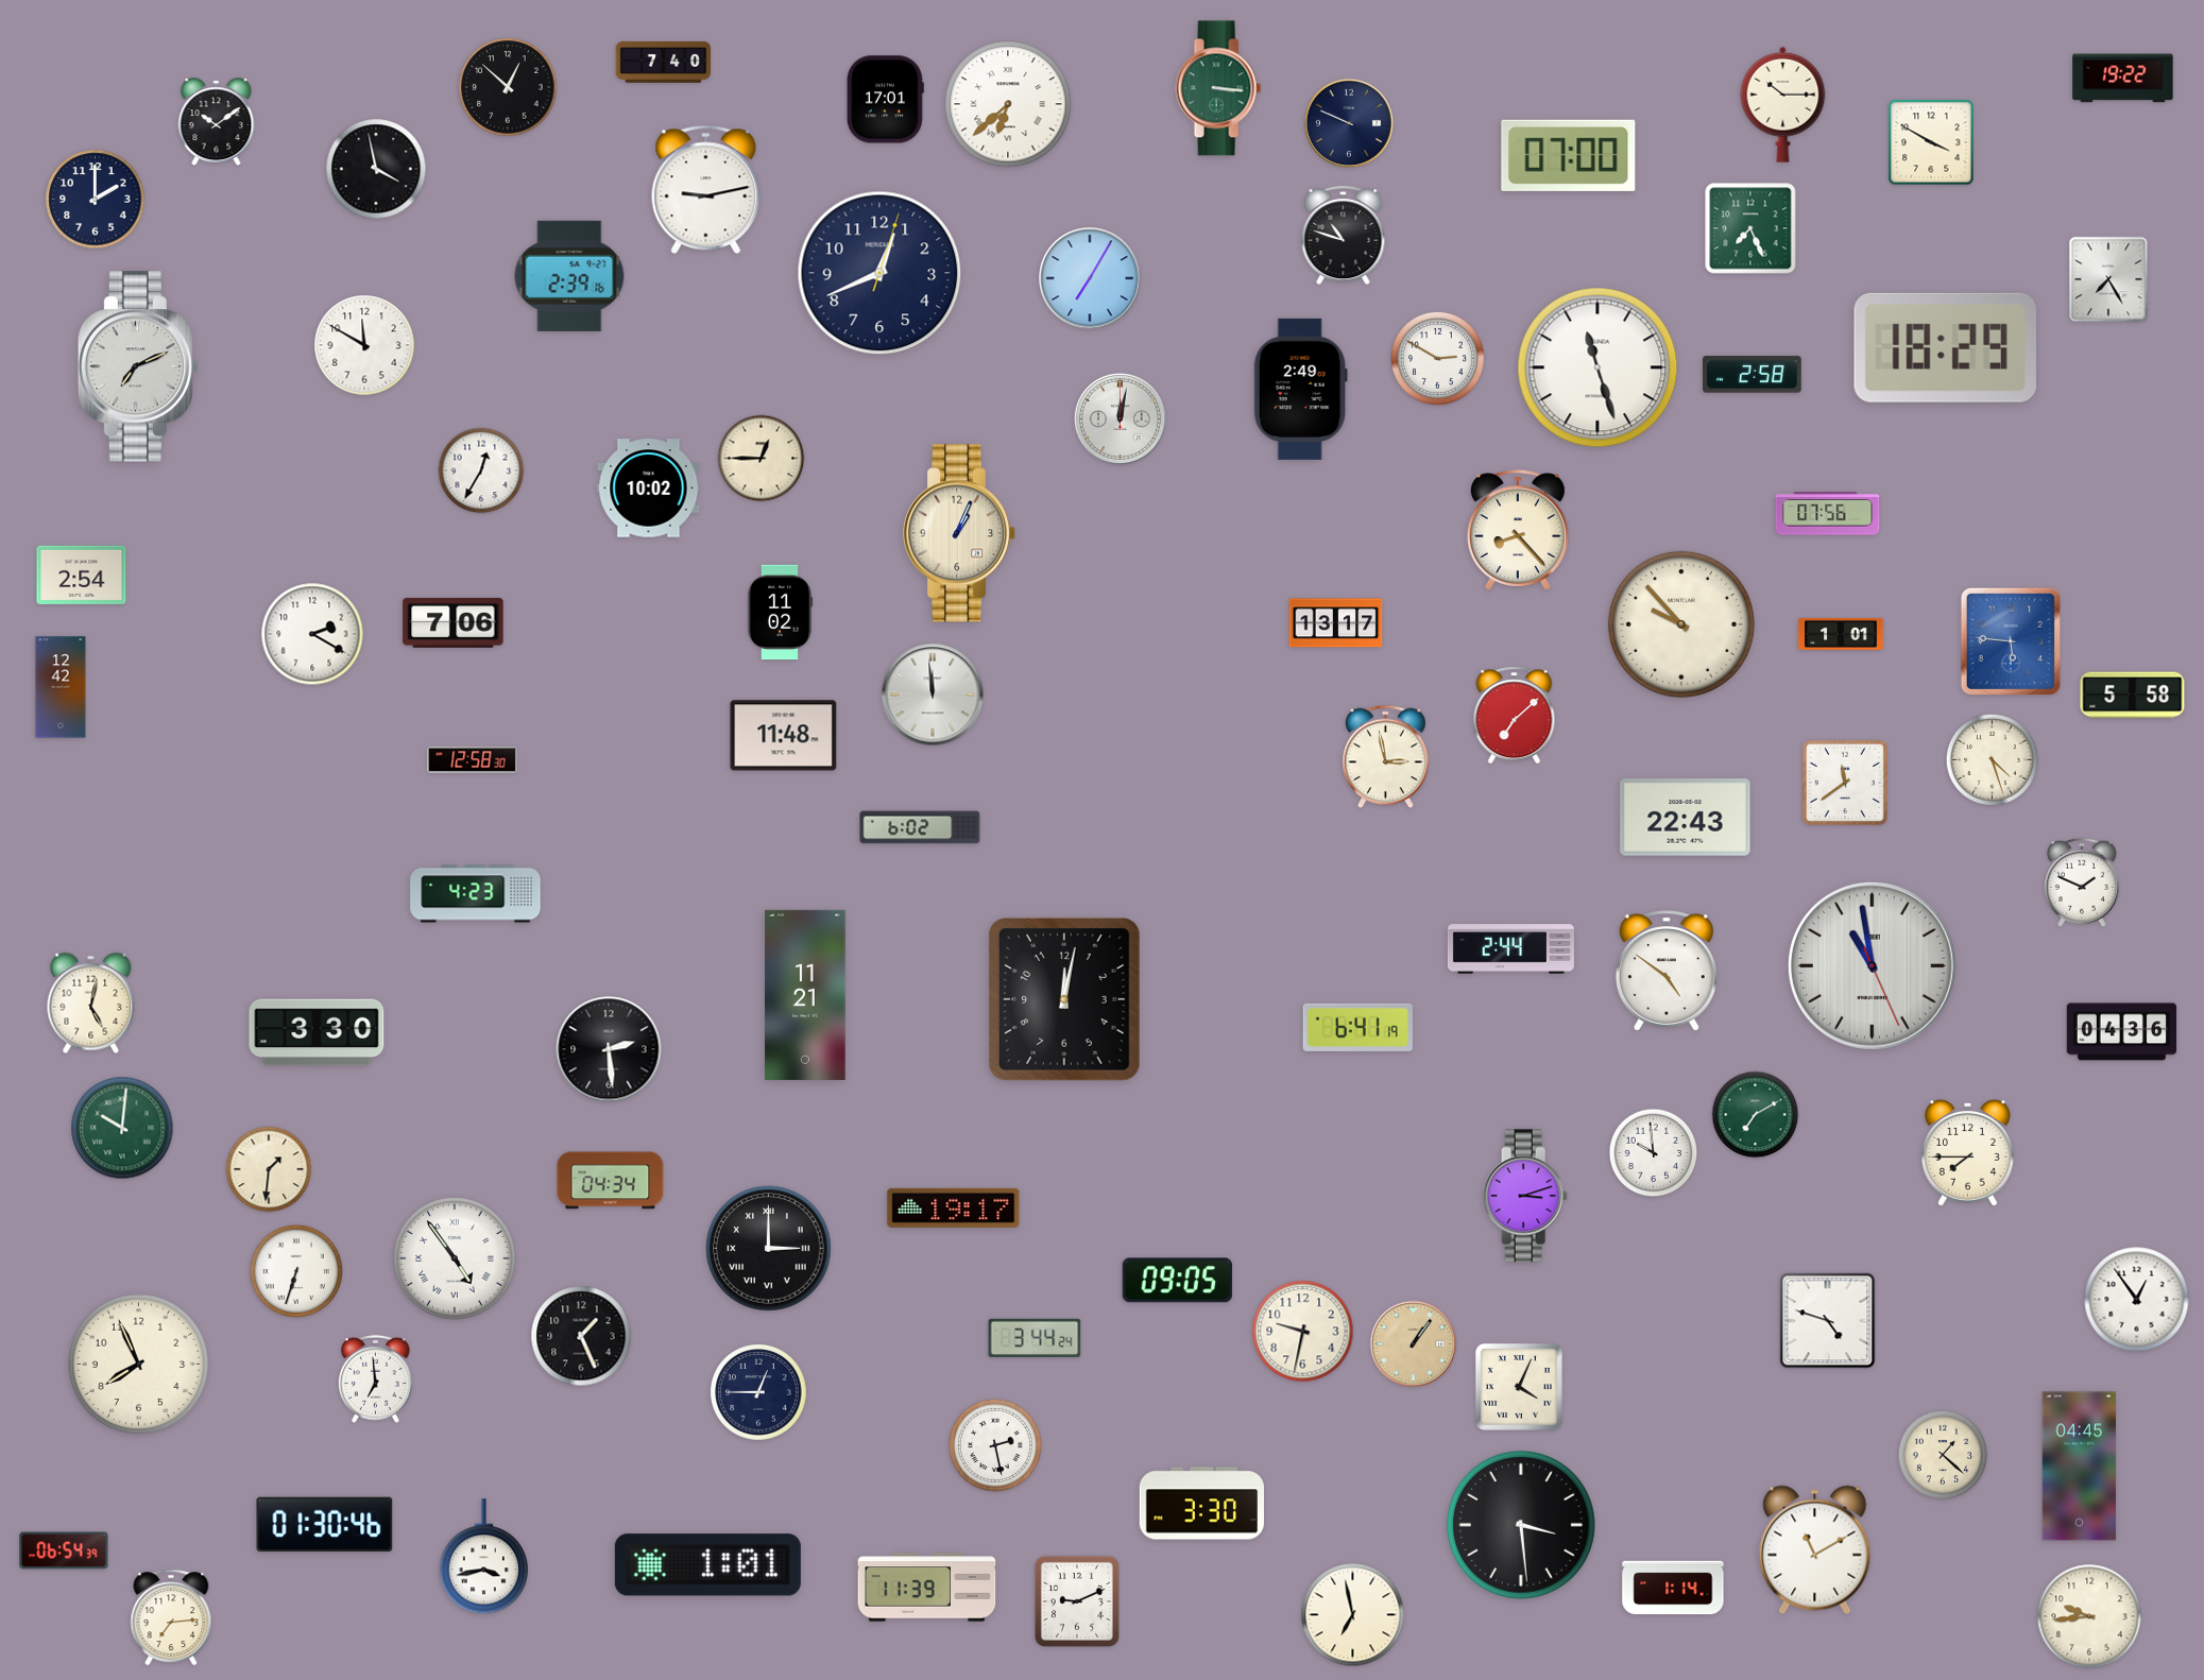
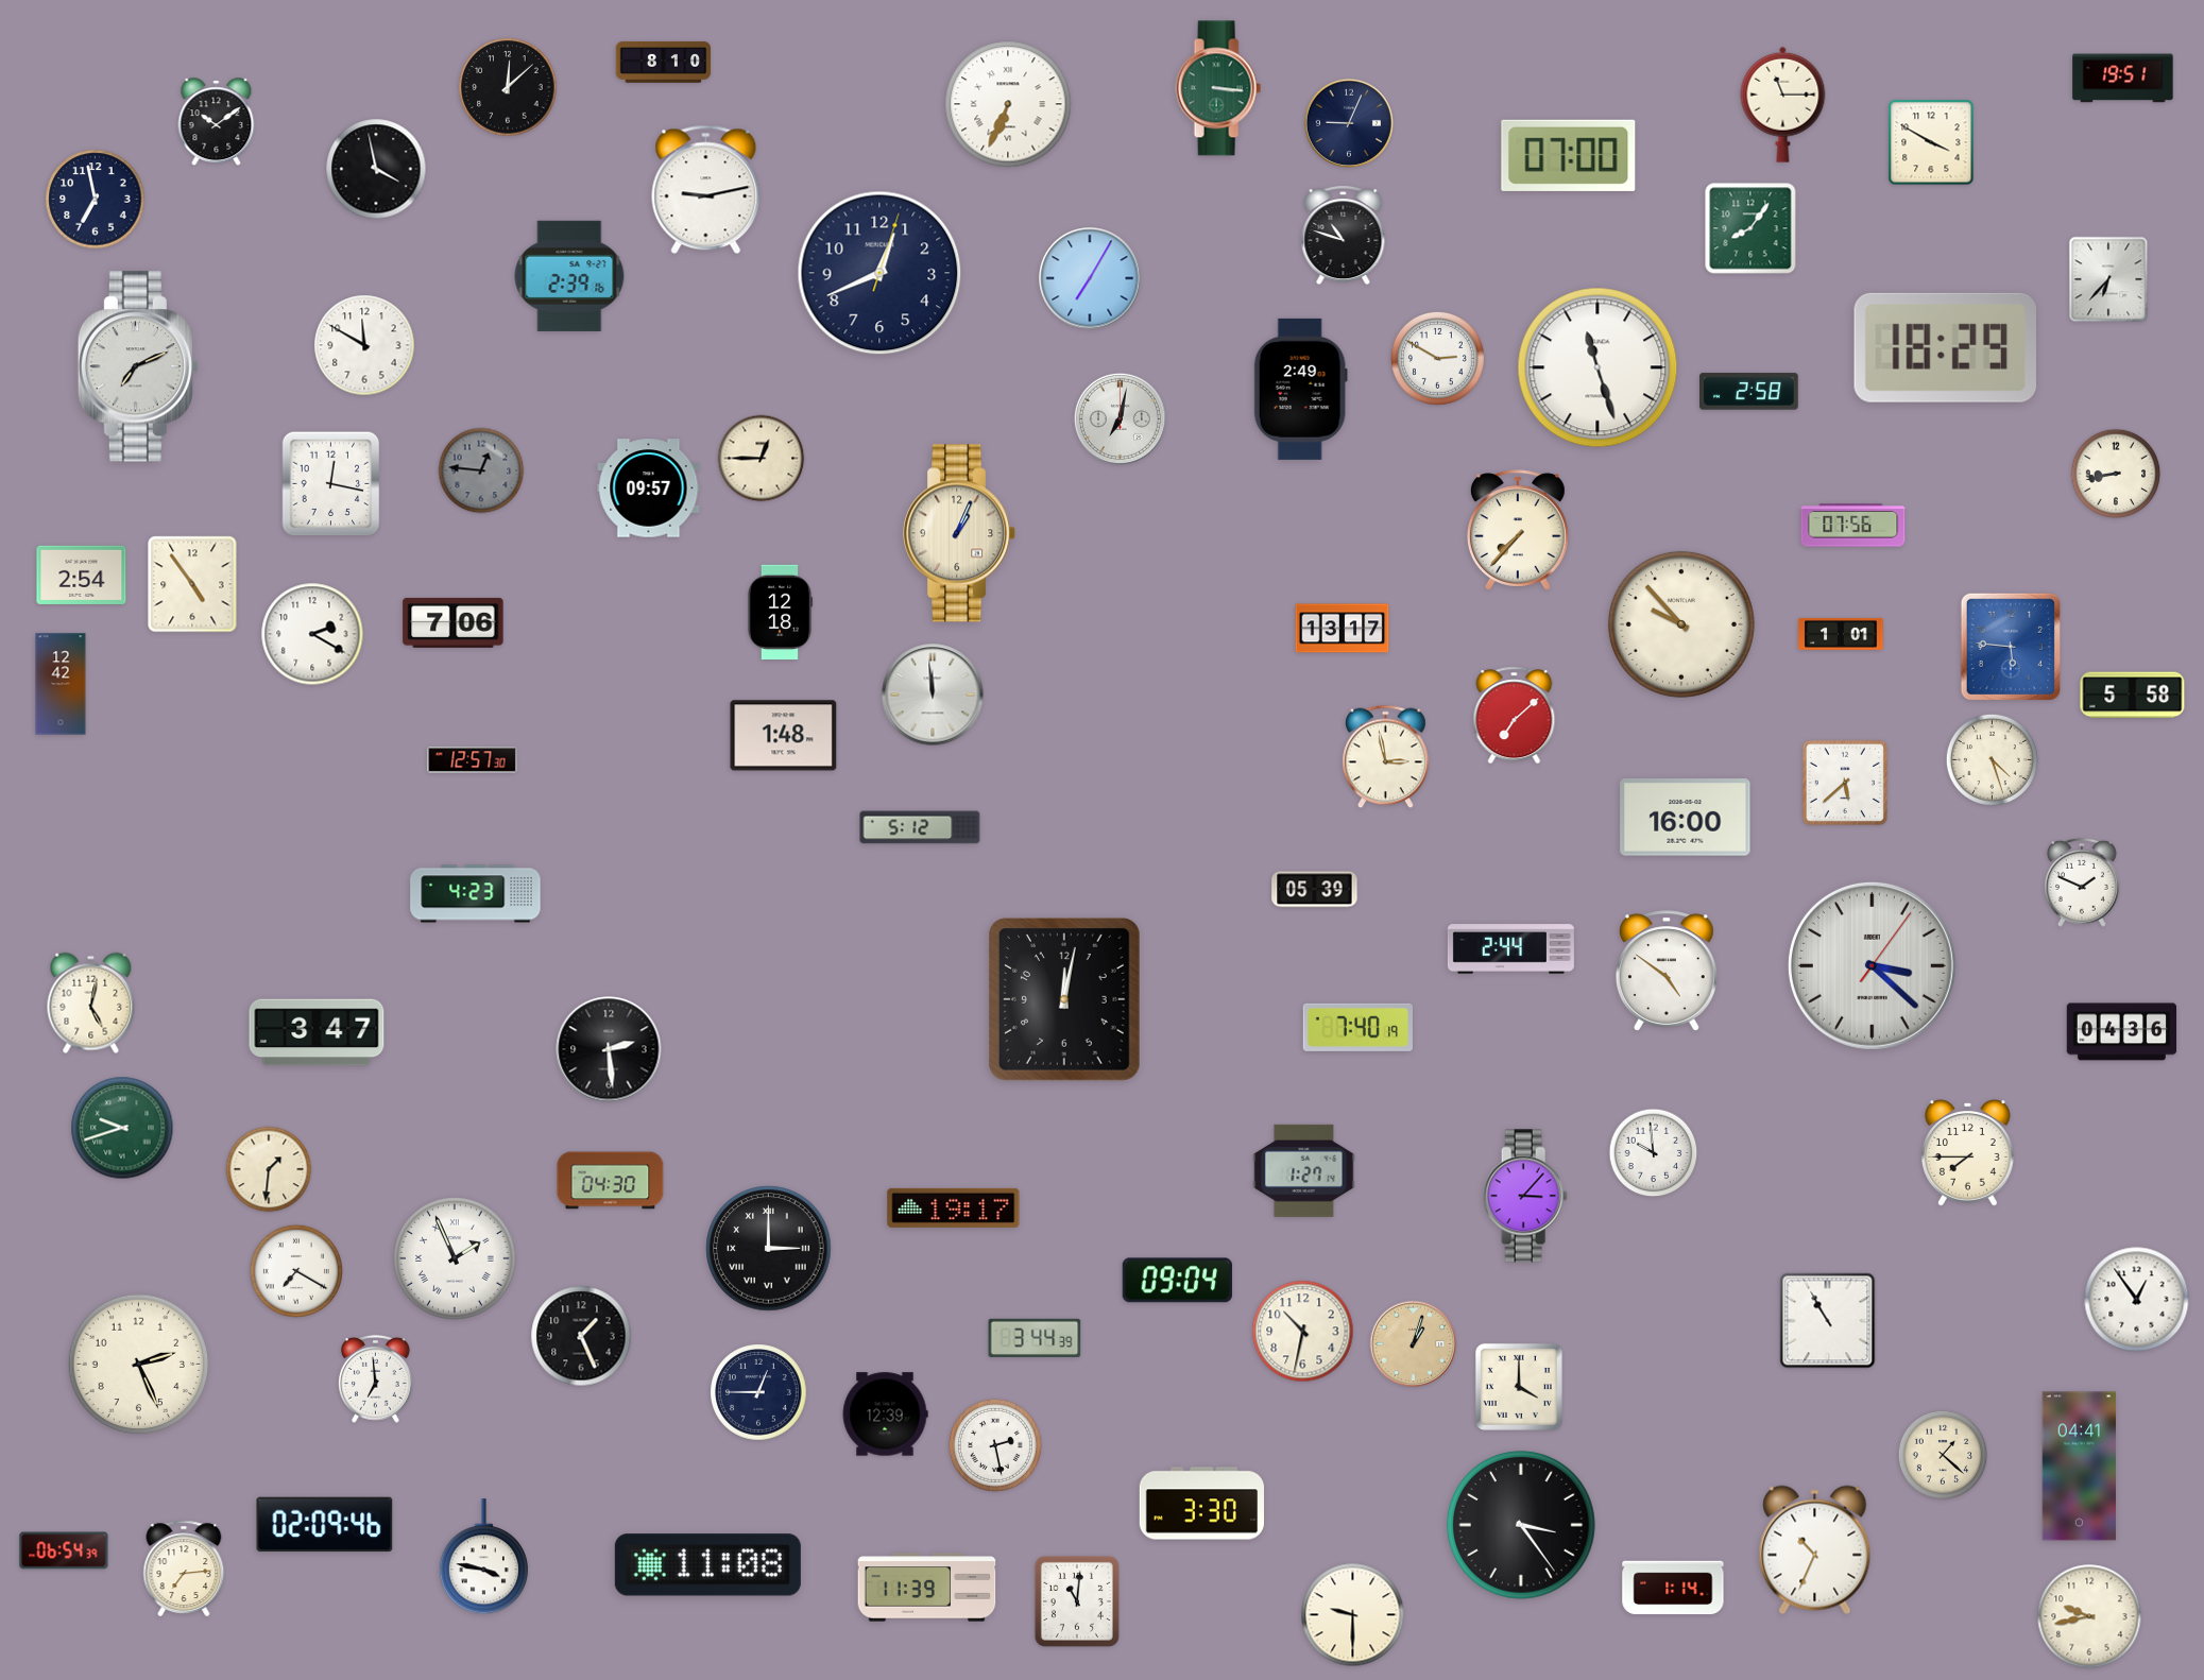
clock at (664, 62): 7:40 -> 8:10
clock at (2123, 79): 19:22 -> 19:51
clock at (508, 87): 12:52 -> 12:08
clock at (885, 100): 17:01 -> none
clock at (1008, 104): 6:38 -> 6:34
clock at (1783, 104): 10:15 -> 11:15
clock at (1348, 122): 9:49 -> 9:04
clock at (96, 200): 2:00 -> 6:58
clock at (1750, 228): 7:26 -> 8:06
clock at (2108, 279): 7:25 -> 6:37
clock at (1753, 375) position: (1753, 375) -> (1749, 392)
clock at (1120, 418): 12:02 -> 7:02
clock at (481, 470): 12:35 -> 12:46
clock at (481, 470) dial: white -> grey
clock at (2116, 474): none -> 8:43
clock at (331, 484): none -> 12:17
clock at (649, 488): 10:02 -> 09:57
clock at (1828, 514) position: (1828, 514) -> (1853, 526)
clock at (1518, 530): 8:23 -> 7:37
clock at (192, 584): none -> 4:54
clock at (780, 613): 11:02 -> 12:18
clock at (1336, 623) position: (1336, 623) -> (1343, 629)
clock at (2011, 641) position: (2011, 641) -> (2011, 647)
clock at (61, 687) position: (61, 687) -> (61, 684)
clock at (784, 736): 11:48 -> 1:48
clock at (473, 760): 12:58 -> 12:57
clock at (1845, 783): 11:39 -> 5:38
clock at (1686, 818): 22:43 -> 16:00
clock at (920, 827): 6:02 -> 5:12
clock at (1315, 890): none -> 05:39
clock at (1872, 965): 10:58 -> 3:22
clock at (805, 995): 11:21 -> none
clock at (1357, 1027): 6:41 -> 7:40
clock at (317, 1032): 3:30 -> 3:47
clock at (1756, 1115): 7:10 -> none
clock at (122, 1128): 10:01 -> 9:42
clock at (1304, 1170): none -> 1:27
clock at (611, 1181): 04:34 -> 04:30
clock at (1525, 1196): 3:12 -> 3:07
clock at (456, 1259): 4:54 -> 1:56
clock at (296, 1271): 6:33 -> 7:20
clock at (1177, 1281): 09:05 -> 09:04
clock at (1828, 1321): 4:48 -> 10:55
clock at (1303, 1332): 9:32 -> 10:32
clock at (1035, 1338): 3:44:24 -> 3:44:39
clock at (1414, 1344): 1:06 -> 1:03
clock at (139, 1365): 7:56 -> 2:26
clock at (1519, 1387): 4:04 -> 4:00
clock at (885, 1415): none -> 12:39
clock at (2080, 1467): 04:45 -> 04:41
clock at (325, 1525): 01:30 -> 02:09
clock at (1521, 1525): 3:29 -> 3:24
clock at (1815, 1550): 11:10 -> 10:34
clock at (483, 1557): 3:43 -> 3:47
clock at (707, 1565): 1:01 -> 11:08
clock at (1077, 1601): 9:11 -> 11:01
clock at (1353, 1615): 6:58 -> 9:30
clock at (2089, 1616): 9:44 -> 9:43
clock at (171, 1617) position: (171, 1617) -> (184, 1568)
